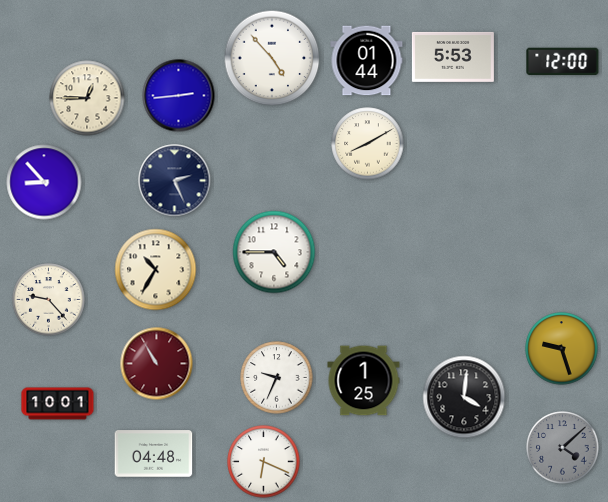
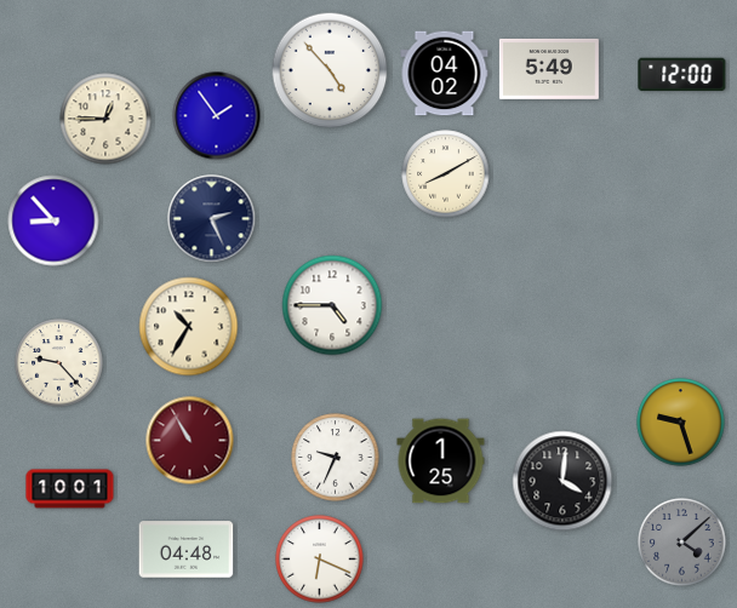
clock at (453, 57): 5:53 -> 5:49
clock at (367, 61): 01:44 -> 04:02
clock at (179, 96): 2:44 -> 1:54
